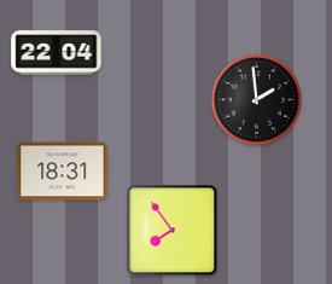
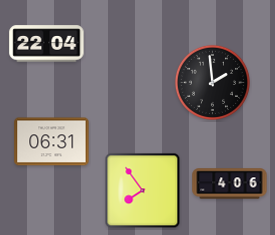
clock at (63, 172): 18:31 -> 06:31
clock at (230, 184): none -> 4:06
